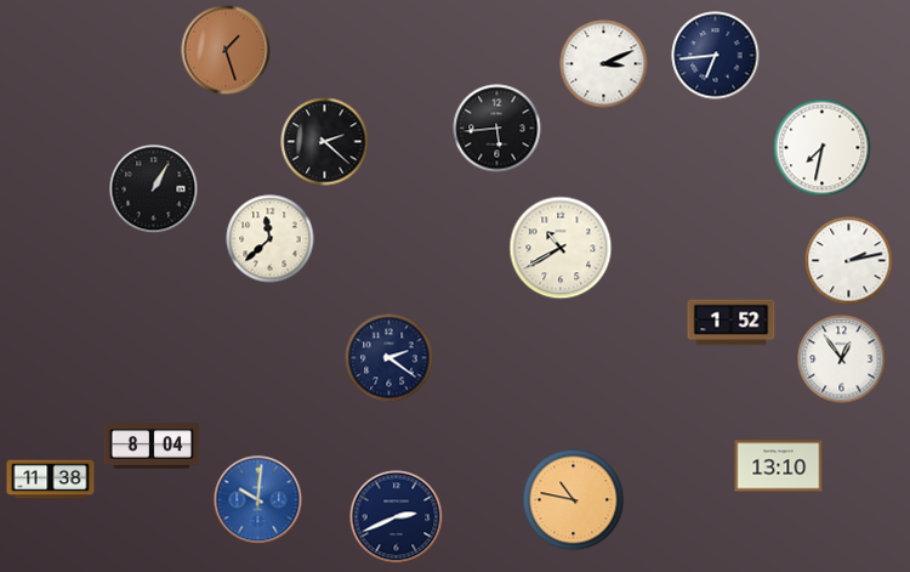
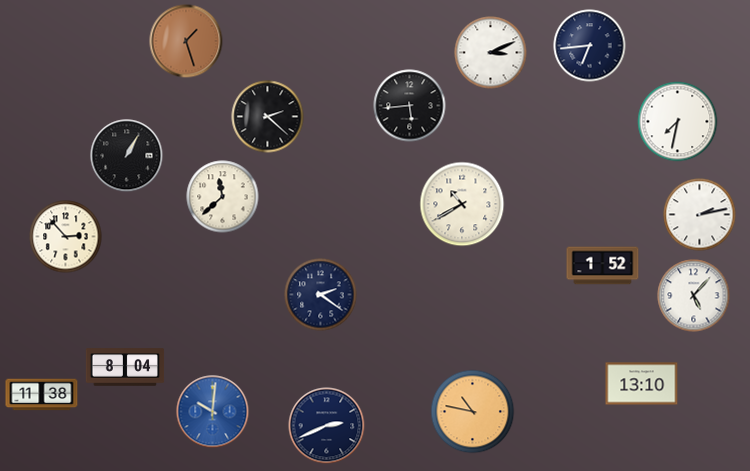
clock at (604, 64) position: (604, 64) -> (491, 53)
clock at (66, 237): none -> 2:53
clock at (842, 359): 12:54 -> 5:07
